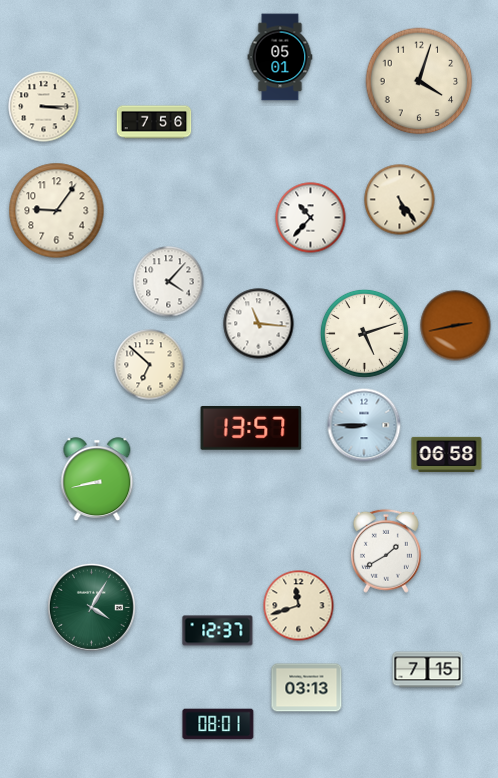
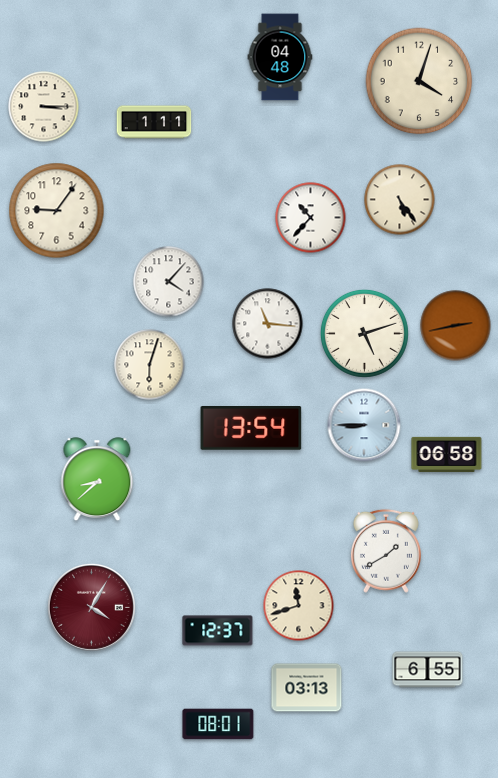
clock at (280, 57): 05:01 -> 04:48
clock at (154, 122): 7:56 -> 1:11
clock at (259, 324) position: (259, 324) -> (268, 324)
clock at (150, 365): 6:52 -> 6:03
clock at (251, 428): 13:57 -> 13:54
clock at (97, 480): 8:43 -> 8:38
clock at (91, 607) dial: green -> burgundy
clock at (428, 670): 7:15 -> 6:55
